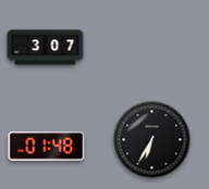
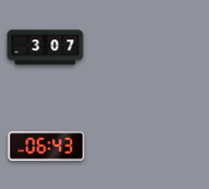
clock at (152, 140): 6:35 -> none
clock at (47, 147): 01:48 -> 06:43
